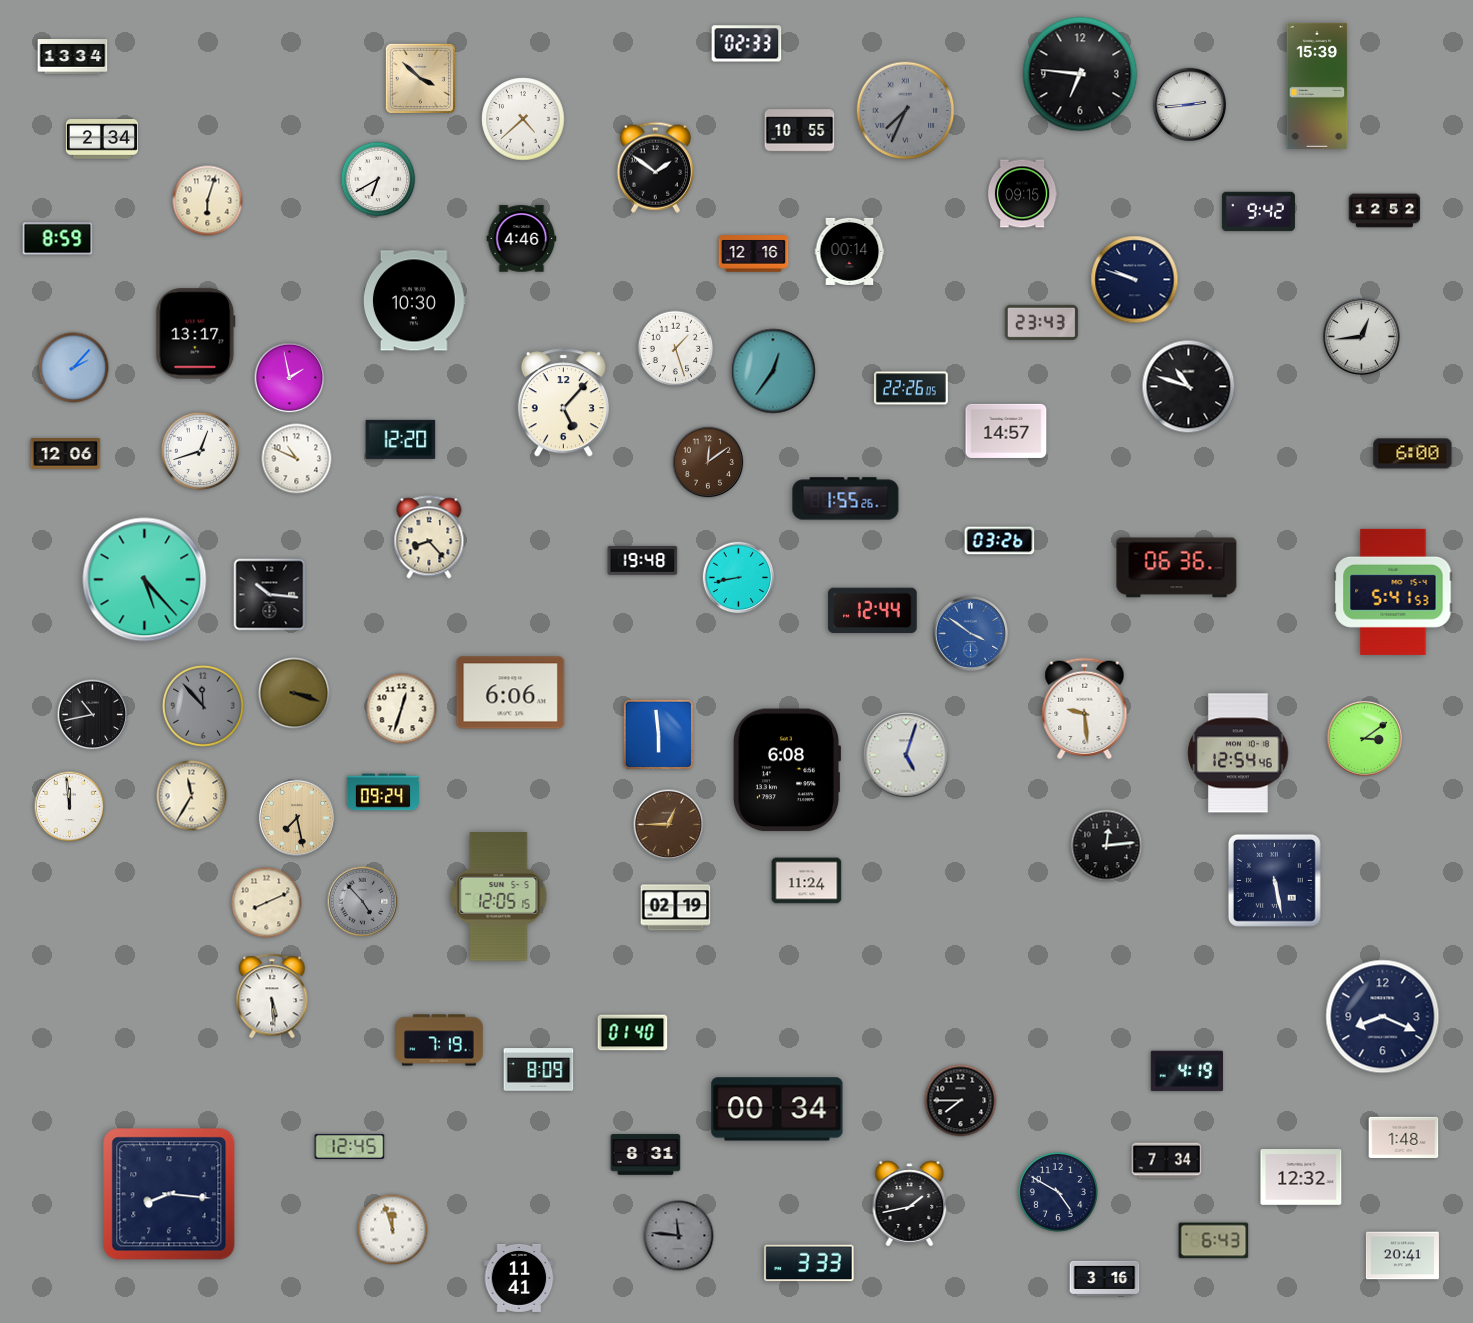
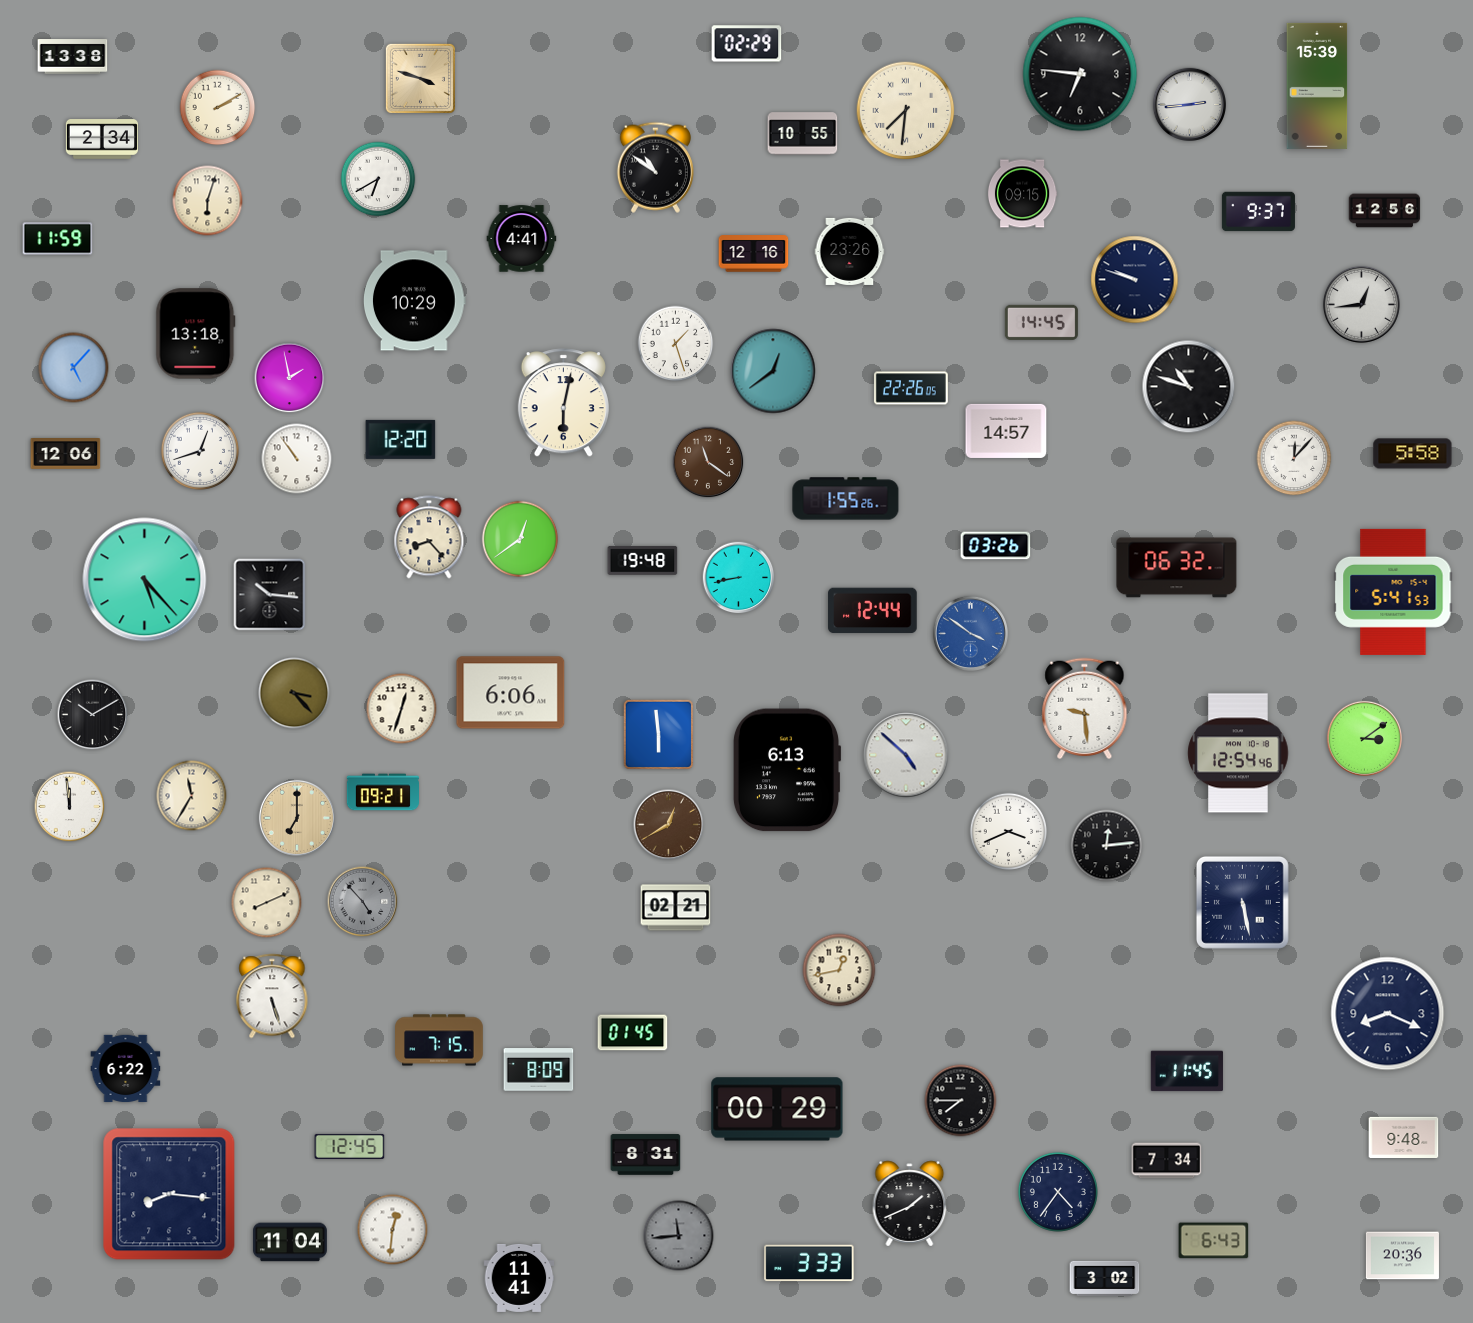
clock at (747, 44): 02:33 -> 02:29
clock at (73, 57): 13:34 -> 13:38
clock at (420, 78): 3:52 -> 3:48
clock at (218, 108): none -> 2:10
clock at (906, 111): 7:34 -> 7:31
clock at (906, 111) dial: grey -> cream
clock at (523, 119): 4:38 -> none
clock at (800, 131) position: (800, 131) -> (803, 134)
clock at (655, 167): 1:51 -> 10:51
clock at (1385, 211): 12:52 -> 12:56
clock at (1258, 212): 9:42 -> 9:37
clock at (58, 239): 8:59 -> 11:59
clock at (522, 239): 4:46 -> 4:41
clock at (850, 251): 00:14 -> 23:26
clock at (415, 301): 10:30 -> 10:29
clock at (1041, 322): 23:43 -> 14:45
clock at (196, 334): 13:17 -> 13:18
clock at (1361, 336) position: (1361, 336) -> (1361, 304)
clock at (676, 349) position: (676, 349) -> (676, 344)
clock at (74, 368): 2:07 -> 5:07
clock at (773, 371): 12:36 -> 12:39
clock at (563, 403): 5:07 -> 6:02
clock at (1413, 454): 6:00 -> 5:58
clock at (1294, 458): none -> 12:07
clock at (297, 459): 10:49 -> 10:54
clock at (708, 462): 12:09 -> 11:21
clock at (520, 539): none -> 12:39
clock at (1000, 541) position: (1000, 541) -> (996, 546)
clock at (1177, 568): 06:36 -> 06:32
clock at (294, 693): 3:18 -> 3:23
clock at (203, 706): 11:53 -> none
clock at (93, 715): 10:43 -> 10:10
clock at (906, 755): 5:03 -> 4:52
clock at (787, 770): 6:08 -> 6:13
clock at (382, 792): 09:24 -> 09:21
clock at (297, 818): 7:28 -> 7:00
clock at (669, 825): 12:45 -> 12:40
clock at (1009, 832): none -> 3:41
clock at (1274, 880) position: (1274, 880) -> (1242, 902)
clock at (807, 881): 11:24 -> none
clock at (499, 897): 12:05 -> none
clock at (676, 908): 02:19 -> 02:21
clock at (839, 970): none -> 12:43
clock at (272, 996): 5:29 -> 5:27
clock at (1383, 1017) position: (1383, 1017) -> (1388, 1014)
clock at (633, 1033): 01:40 -> 01:45
clock at (439, 1040): 7:19 -> 7:15
clock at (126, 1069): none -> 6:22
clock at (1187, 1071): 4:19 -> 11:45
clock at (777, 1109): 00:34 -> 00:29
clock at (1404, 1137): 1:48 -> 9:48
clock at (1301, 1178): 12:32 -> none
clock at (1058, 1192): 4:50 -> 4:36
clock at (910, 1204): 1:43 -> 1:41
clock at (393, 1230): 11:57 -> 12:31
clock at (679, 1236): 11:46 -> 11:44
clock at (290, 1242): none -> 11:04
clock at (1402, 1256): 20:41 -> 20:36
clock at (1105, 1278): 3:16 -> 3:02
